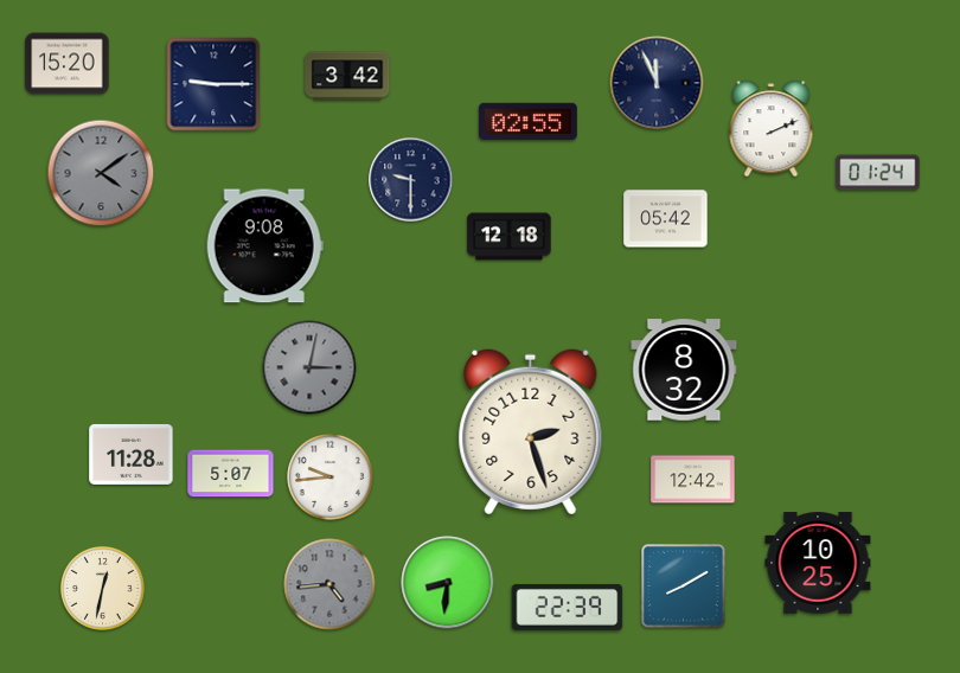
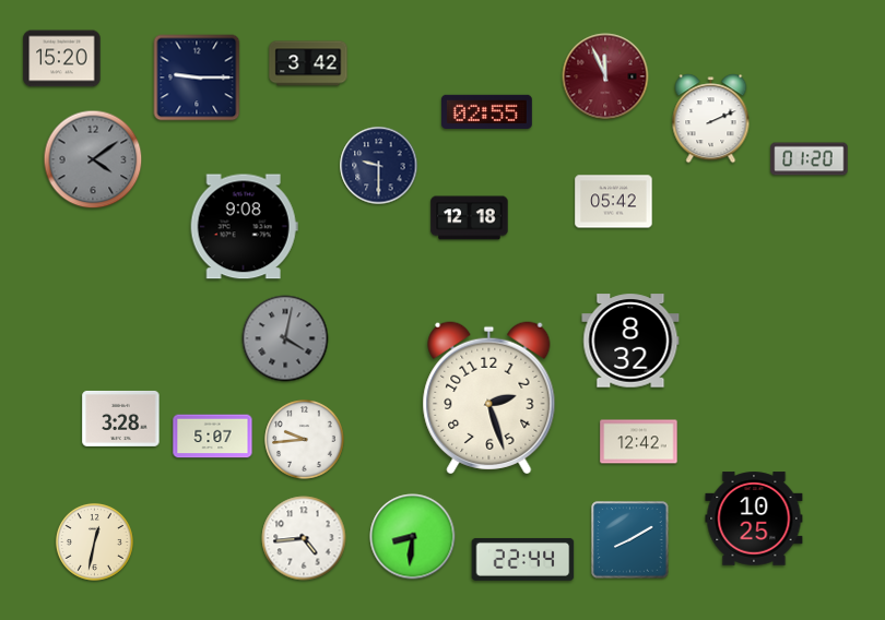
clock at (347, 76) position: (347, 76) -> (308, 63)
clock at (657, 83) dial: navy -> burgundy
clock at (878, 173): 01:24 -> 01:20
clock at (309, 367): 3:02 -> 4:02
clock at (132, 454): 11:28 -> 3:28
clock at (329, 584) dial: grey -> white
clock at (568, 607): 22:39 -> 22:44
